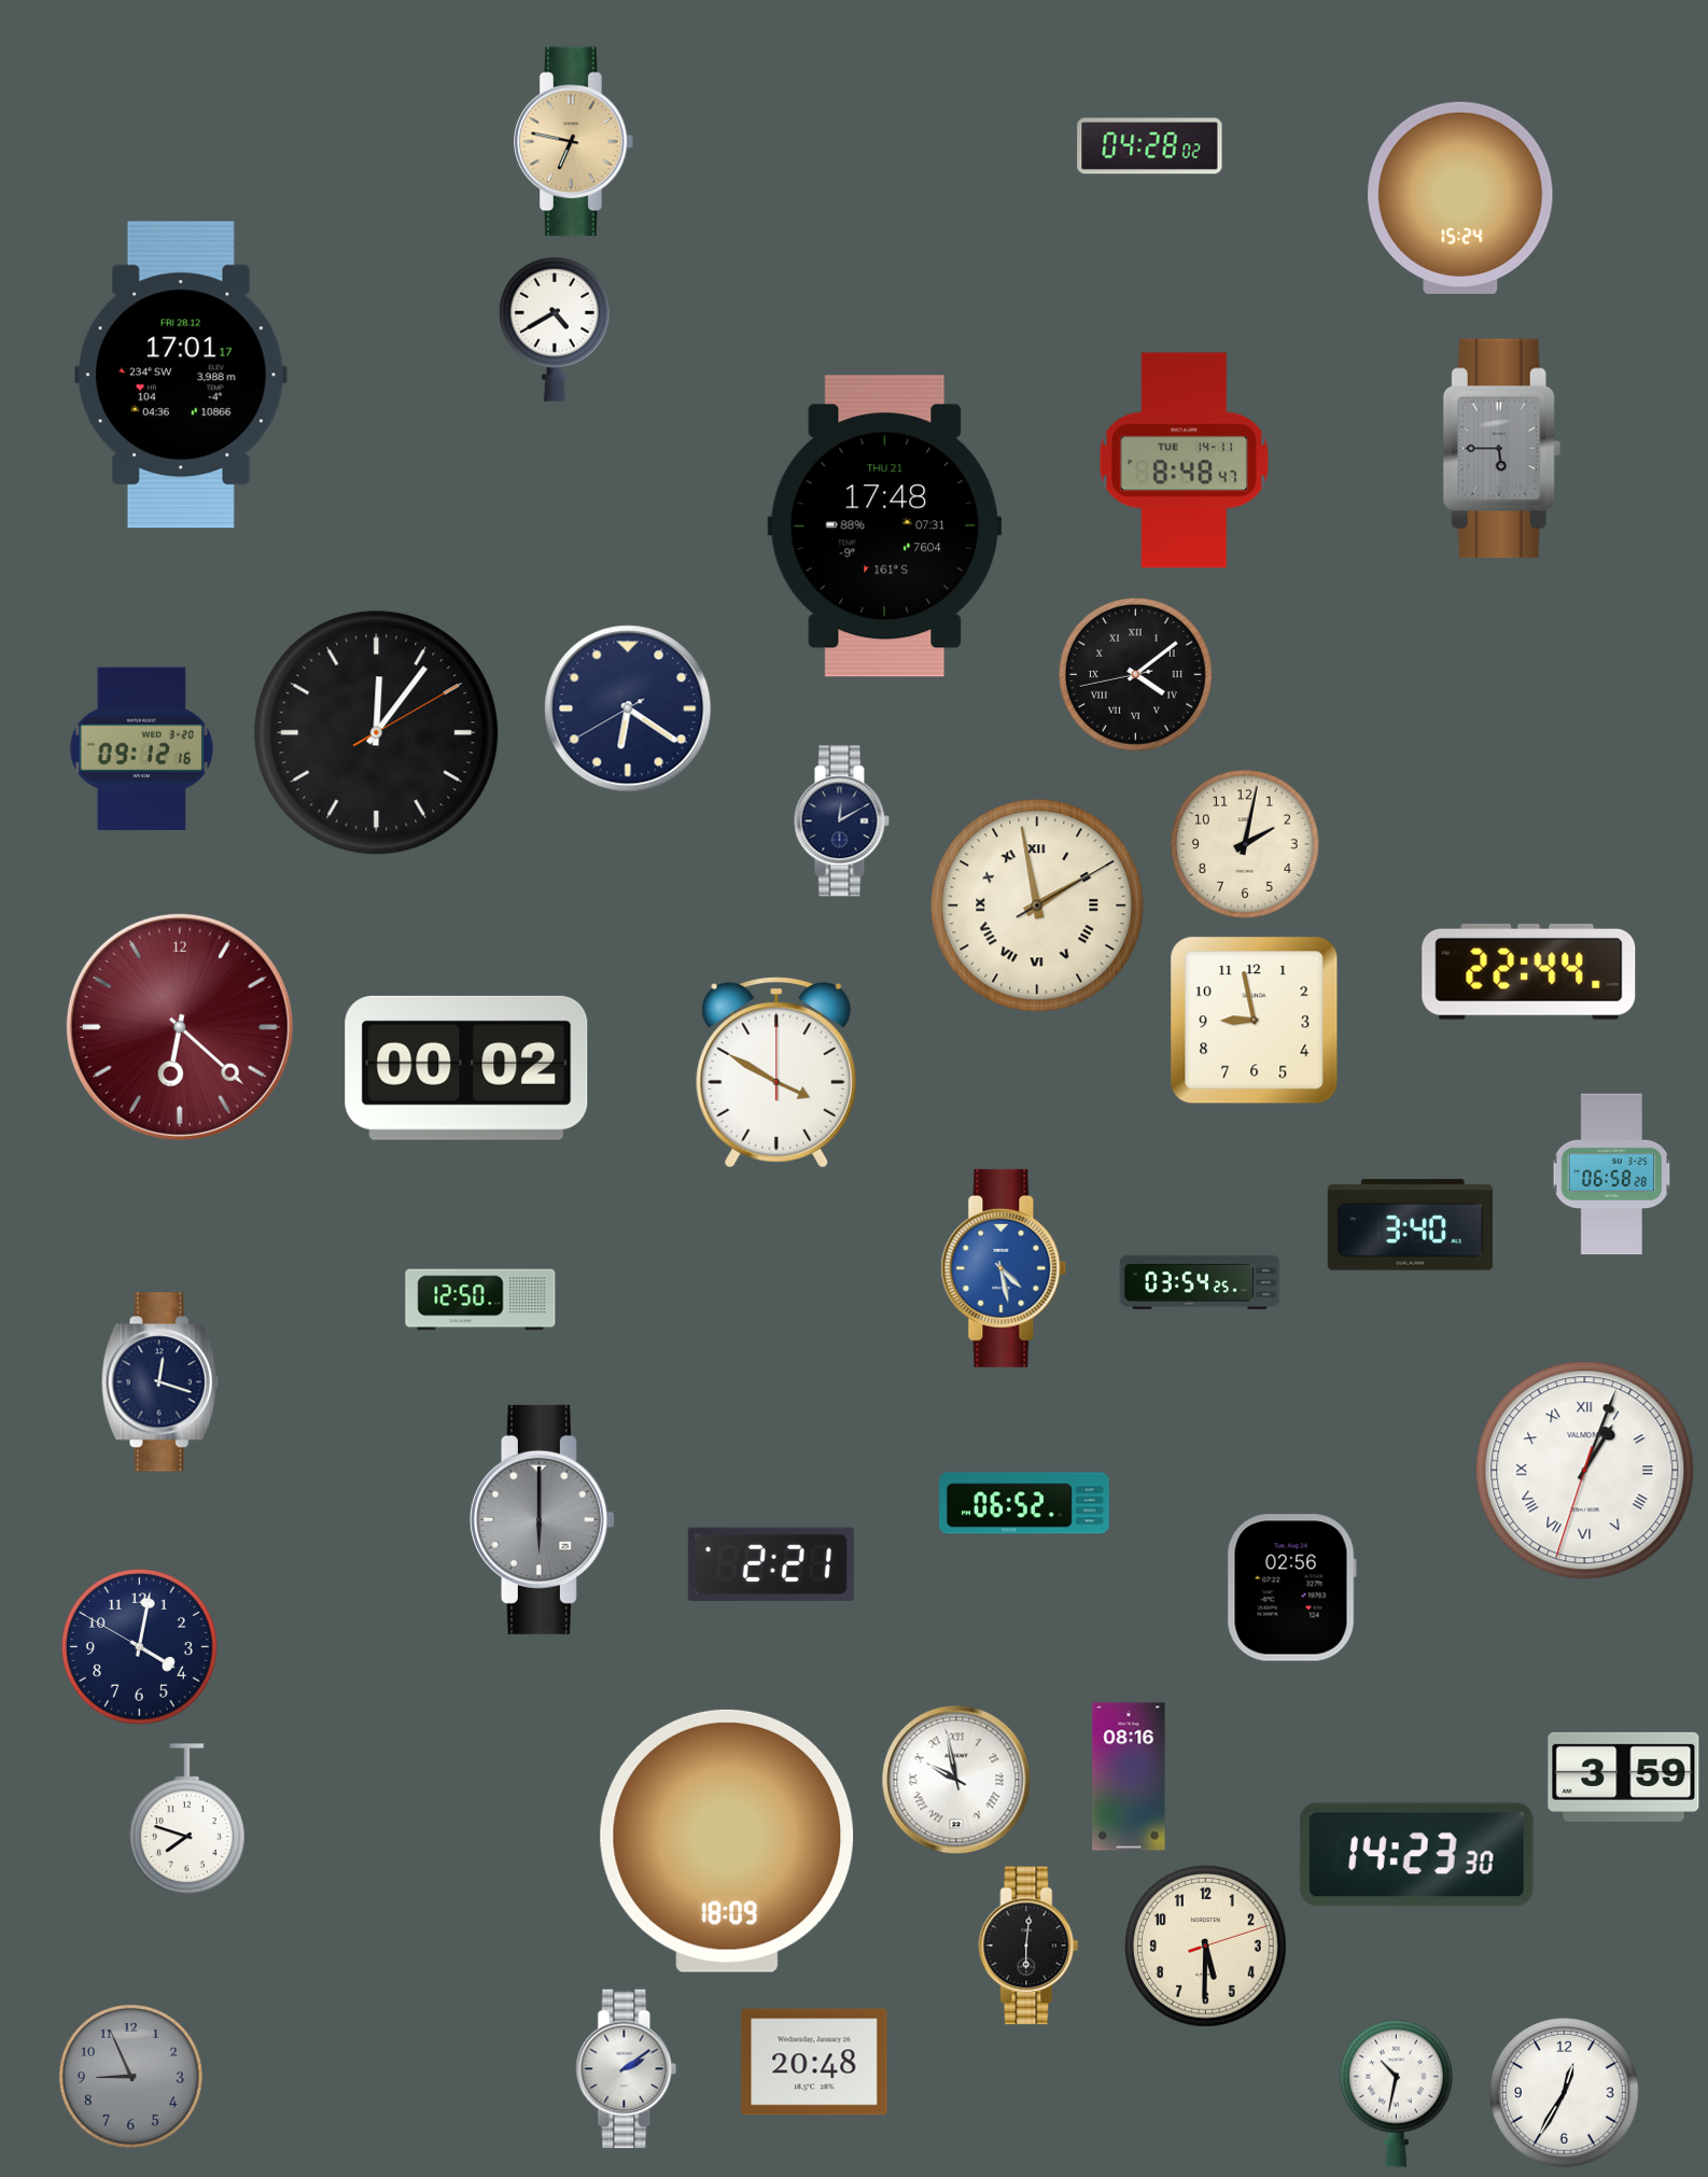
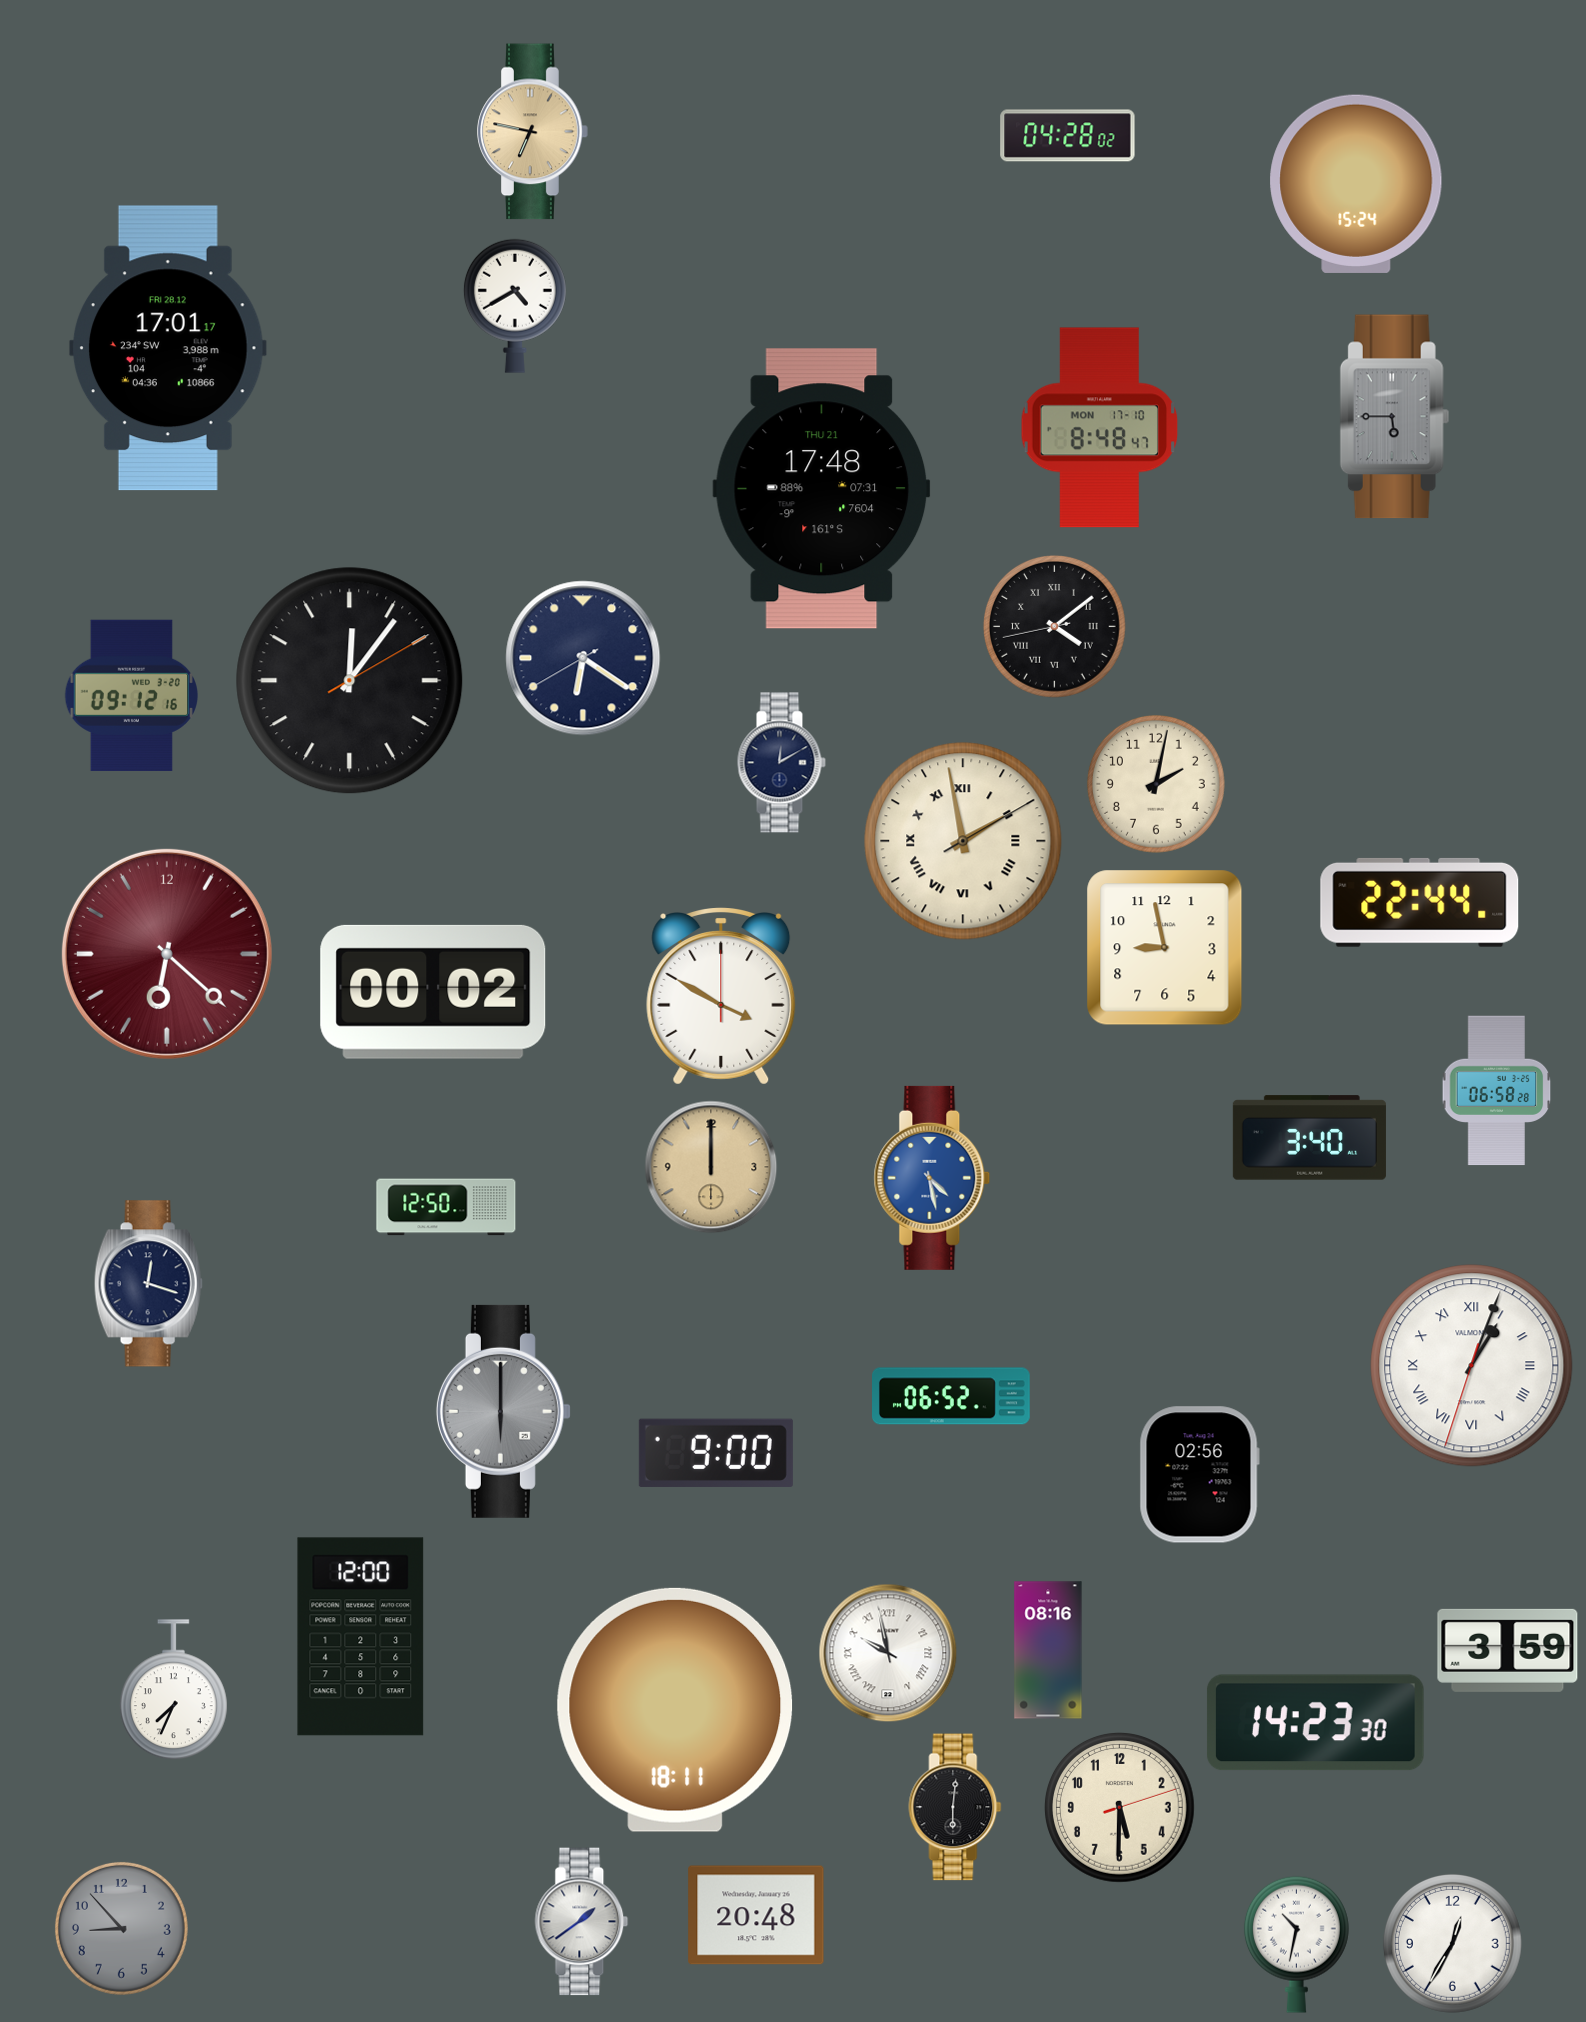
clock at (1185, 461) date: TUE 14-11 -> MON 17-10
clock at (711, 1167): none -> 12:00
clock at (1200, 1282): 03:54 -> none
clock at (771, 1564): 2:21 -> 9:00
clock at (140, 1647): 4:01 -> none
clock at (361, 1637): none -> 12:00
clock at (186, 1820): 7:48 -> 7:34
clock at (727, 1841): 18:09 -> 18:11
clock at (627, 2069): 2:09 -> 1:39
clock at (130, 2076): 8:56 -> 8:53
